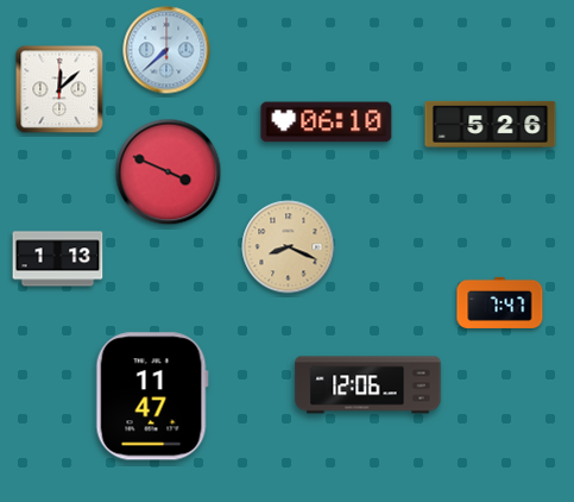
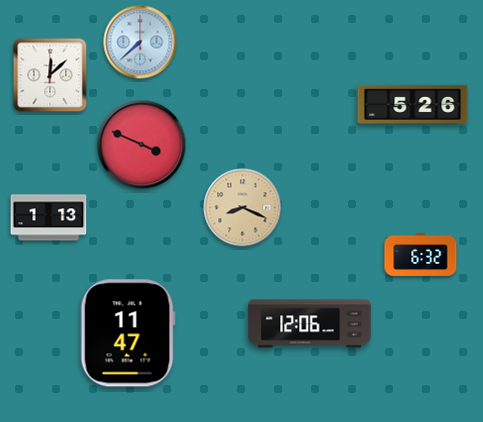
clock at (327, 123): 06:10 -> none
clock at (500, 302): 7:47 -> 6:32
